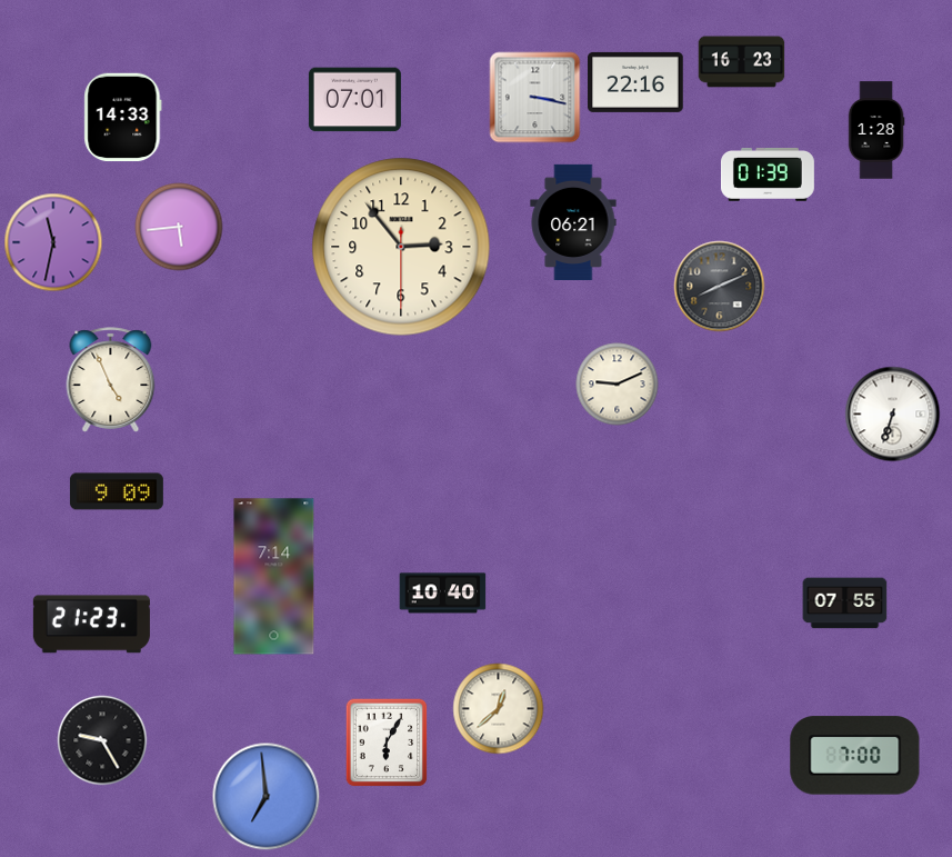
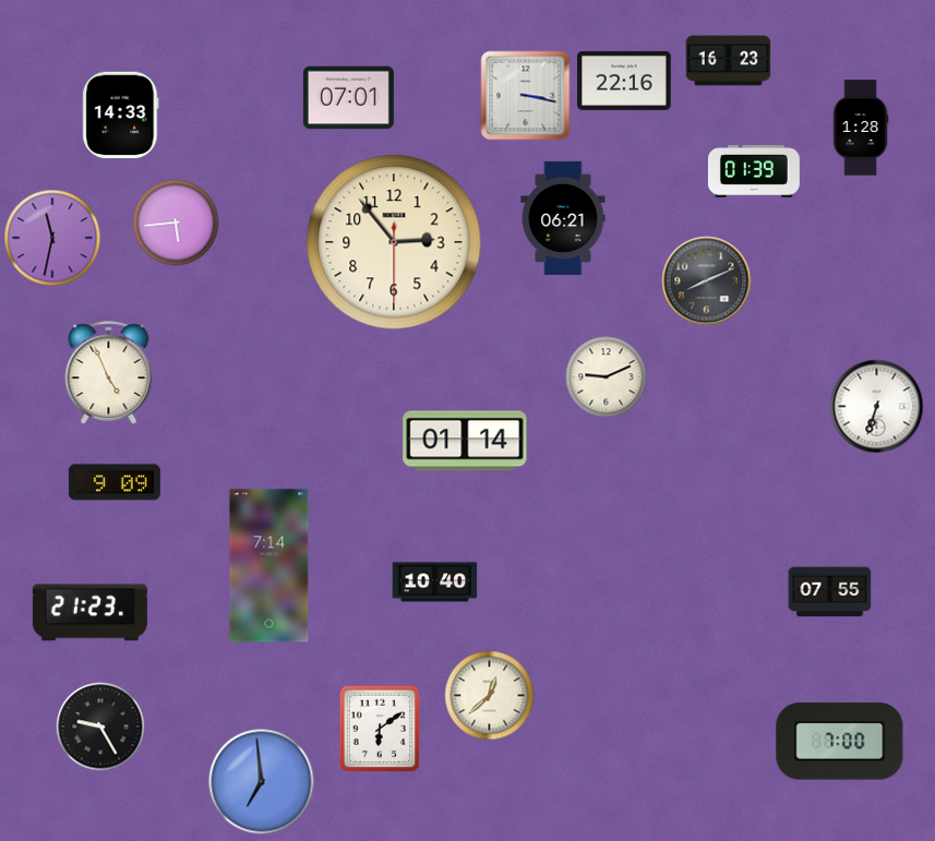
clock at (465, 441): none -> 01:14
clock at (387, 743): 6:05 -> 6:09
